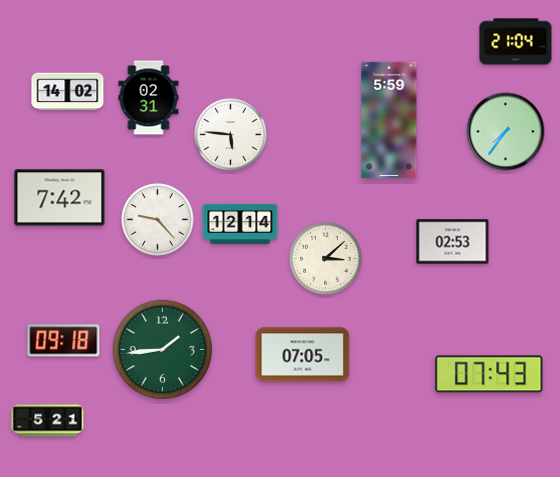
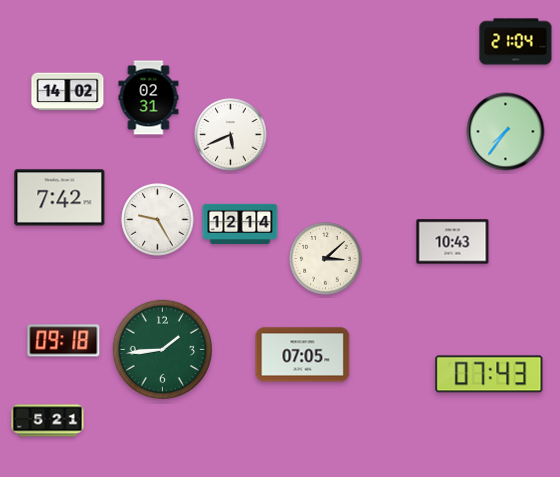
clock at (389, 119): 5:59 -> none
clock at (231, 135): 5:46 -> 5:41
clock at (158, 220): 9:23 -> 9:25
clock at (453, 242): 02:53 -> 10:43
